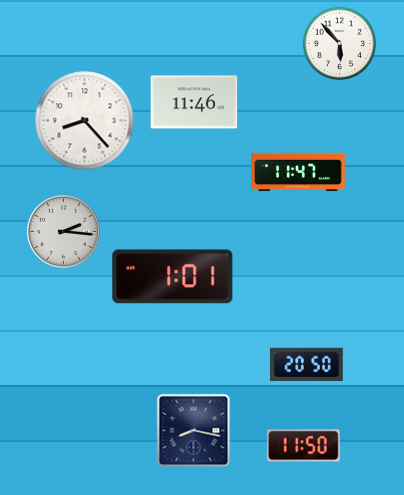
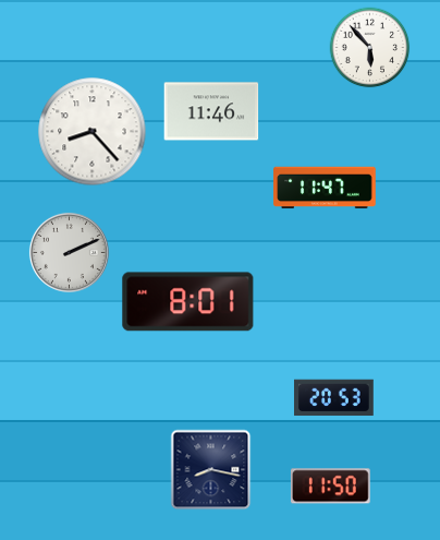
clock at (63, 231): 2:16 -> 2:11
clock at (173, 277): 1:01 -> 8:01
clock at (307, 365): 20:50 -> 20:53
